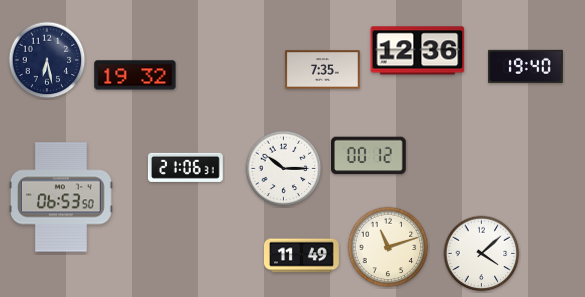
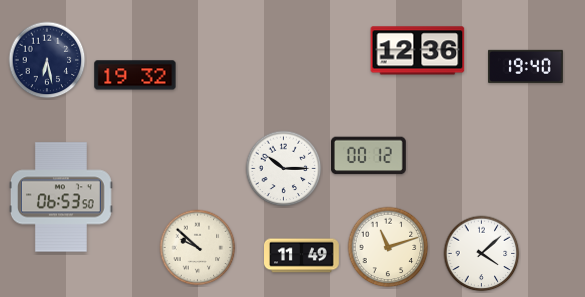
clock at (323, 70): 7:35 -> none
clock at (185, 167): 21:06 -> none
clock at (198, 248): none -> 9:52
